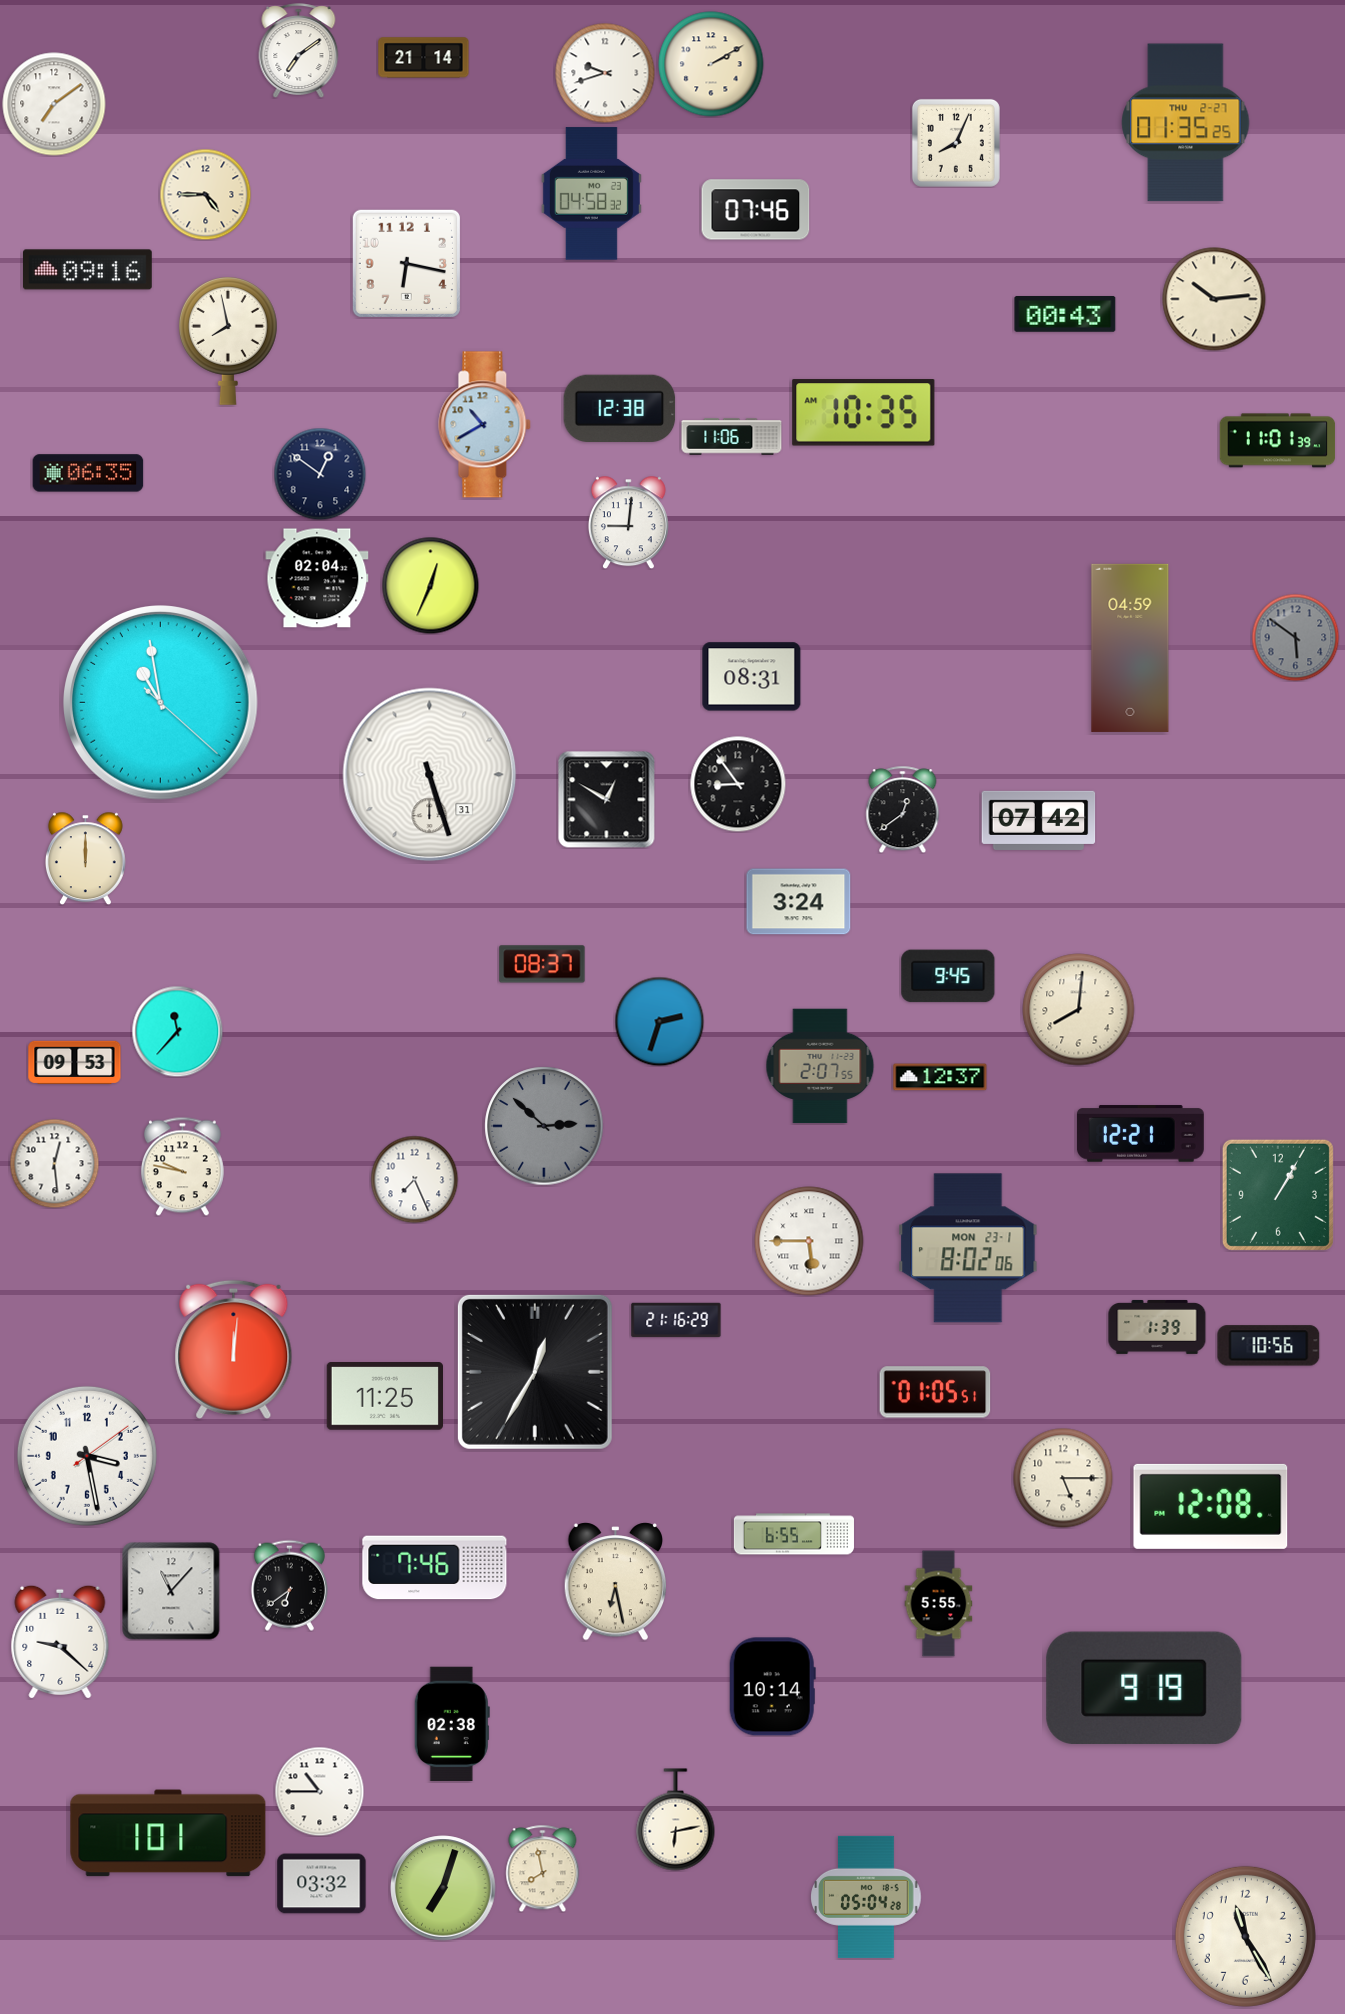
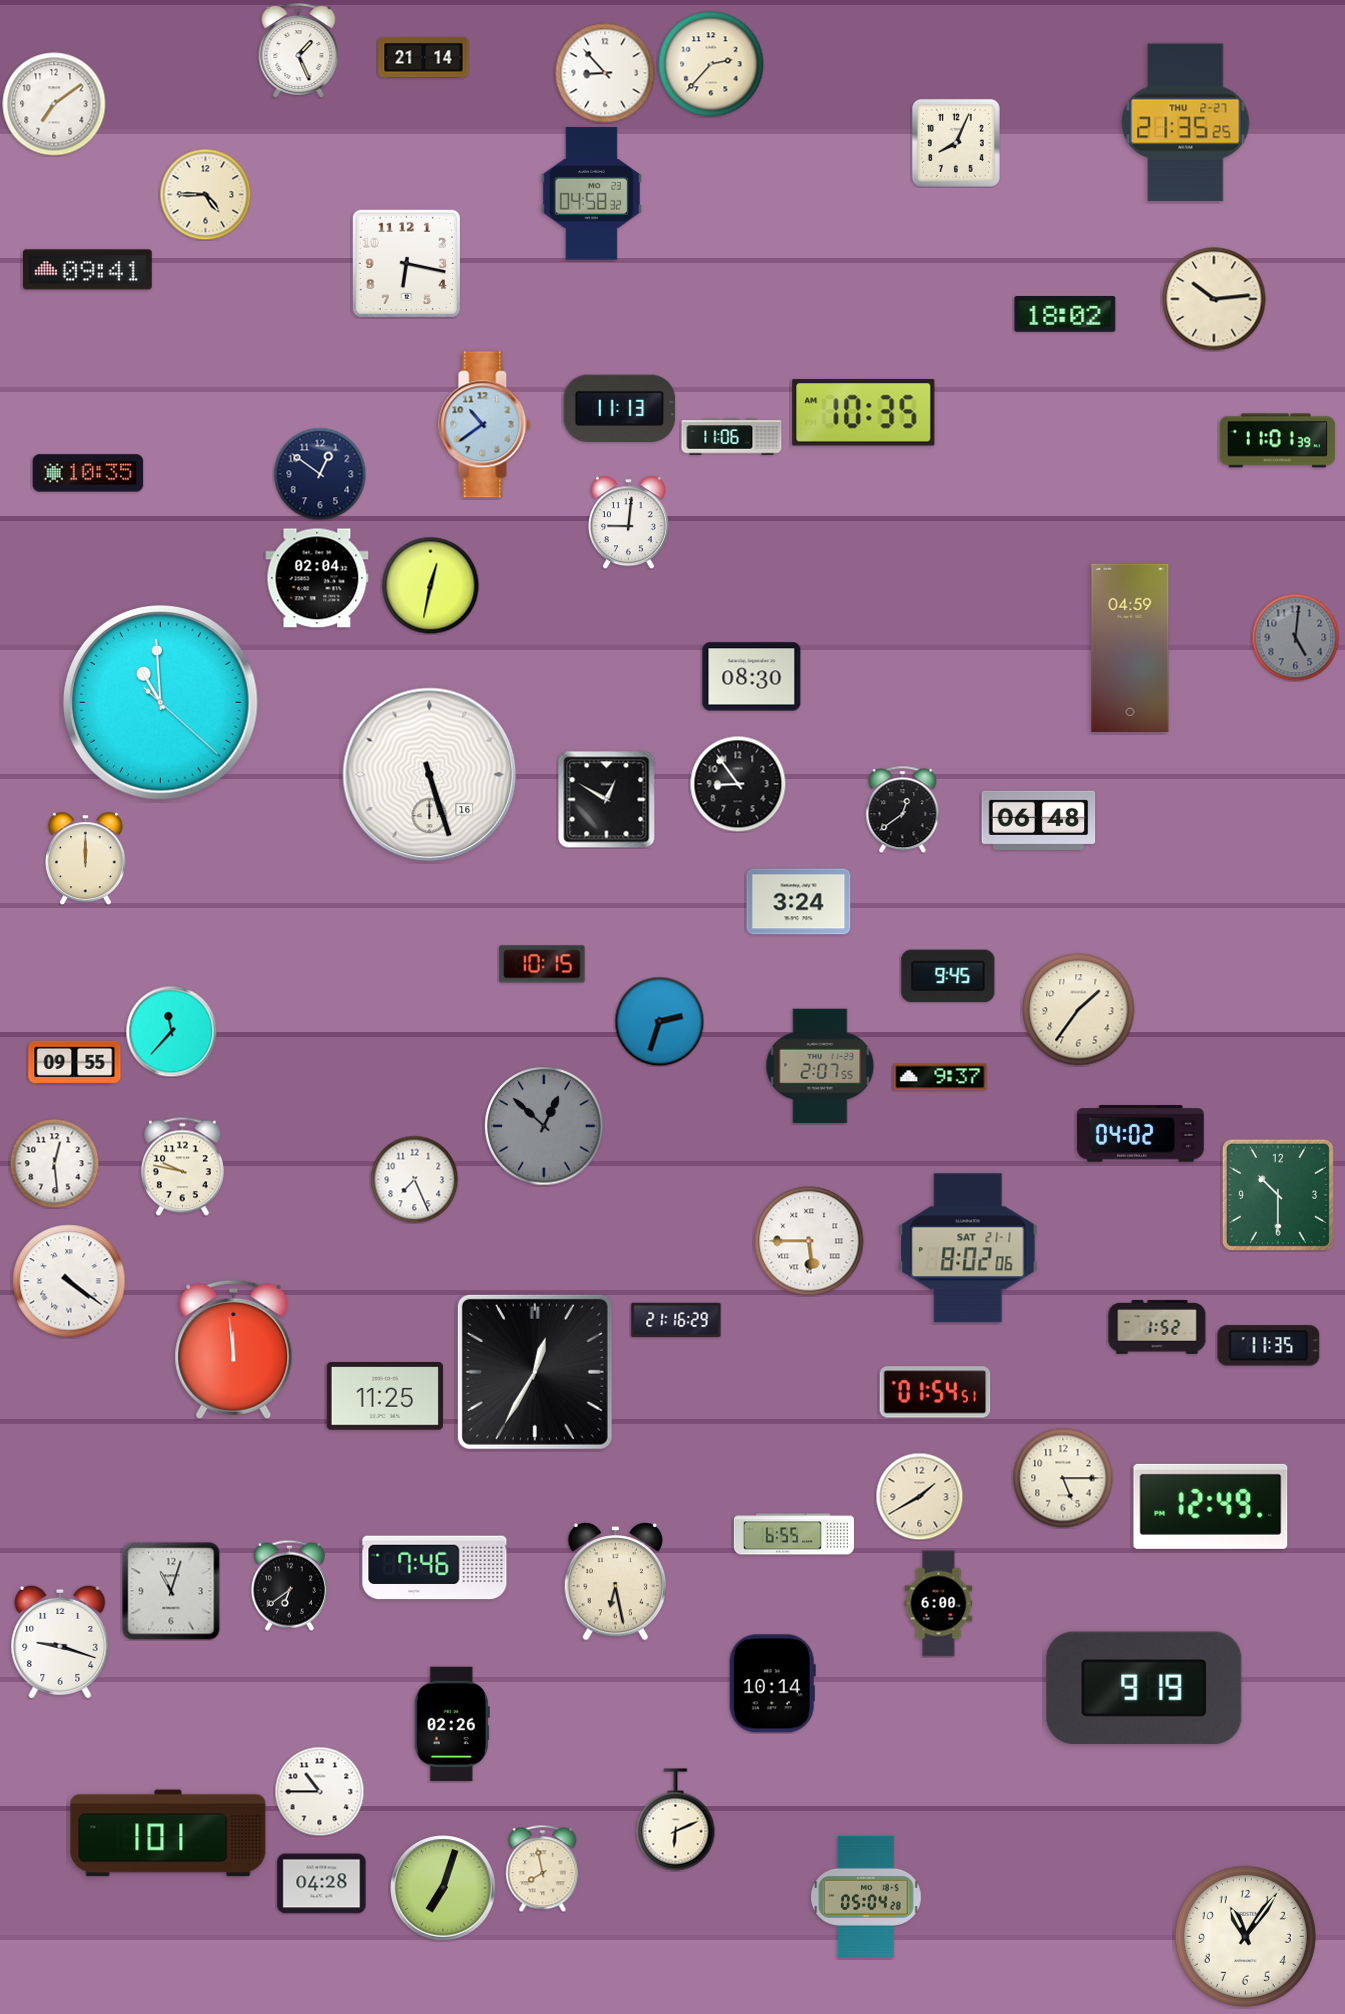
clock at (299, 50): 7:09 -> 1:26
clock at (711, 64): 2:10 -> 2:37
clock at (605, 73): 9:42 -> 8:53
clock at (1186, 123): 01:35 -> 21:35
clock at (756, 210): 07:46 -> none
clock at (88, 270): 09:16 -> 09:41
clock at (1065, 315): 00:43 -> 18:02
clock at (228, 341): 7:58 -> none
clock at (620, 408): 12:38 -> 11:13
clock at (485, 425): 10:40 -> 10:39
clock at (88, 473): 06:35 -> 10:35
clock at (430, 585): 12:34 -> 12:32
clock at (1295, 637): 5:51 -> 5:01
clock at (752, 677): 08:31 -> 08:30
clock at (161, 703): 10:58 -> 10:59
clock at (430, 775) date: 31 -> 16
clock at (1039, 820): 07:42 -> 06:48
clock at (542, 964): 08:37 -> 10:15
clock at (1079, 1010): 8:01 -> 1:36
clock at (177, 1031) position: (177, 1031) -> (171, 1031)
clock at (75, 1062): 09:53 -> 09:55
clock at (940, 1077): 12:37 -> 9:37
clock at (544, 1126): 2:52 -> 12:52
clock at (1140, 1134): 12:21 -> 04:02
clock at (1278, 1195): 1:05 -> 10:30
clock at (968, 1248) date: MON 23-1 -> SAT 21-1
clock at (69, 1281): none -> 4:21
clock at (1157, 1327): 1:39 -> 1:52
clock at (1269, 1346): 10:56 -> 11:35
clock at (234, 1349): 12:01 -> 11:59
clock at (935, 1392): 01:05 -> 01:54
clock at (87, 1456): 3:28 -> none
clock at (919, 1496): none -> 1:40
clock at (1211, 1506): 12:08 -> 12:49
clock at (171, 1591): 11:07 -> 11:03
clock at (939, 1604): 5:55 -> 6:00
clock at (60, 1641): 9:22 -> 9:18
clock at (772, 1687) position: (772, 1687) -> (772, 1684)
clock at (452, 1724): 02:38 -> 02:26
clock at (676, 1820): 6:13 -> 6:11
clock at (322, 1884): 03:32 -> 04:28
clock at (1245, 1936): 11:25 -> 11:06
